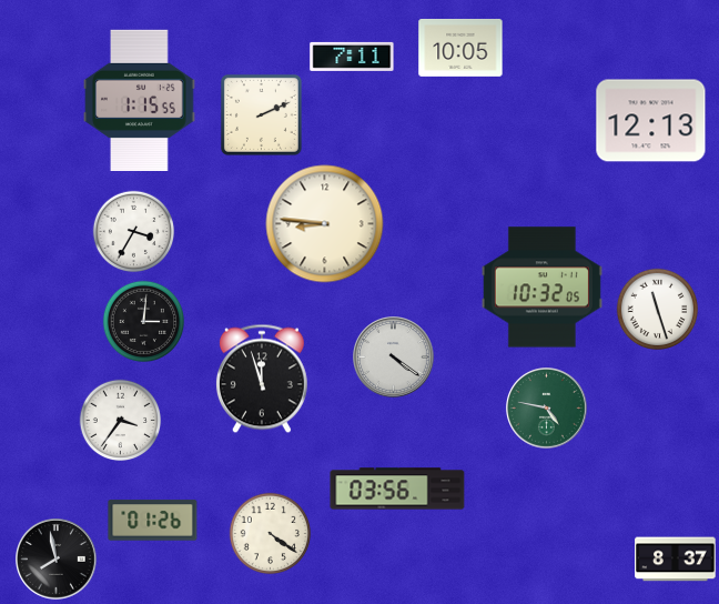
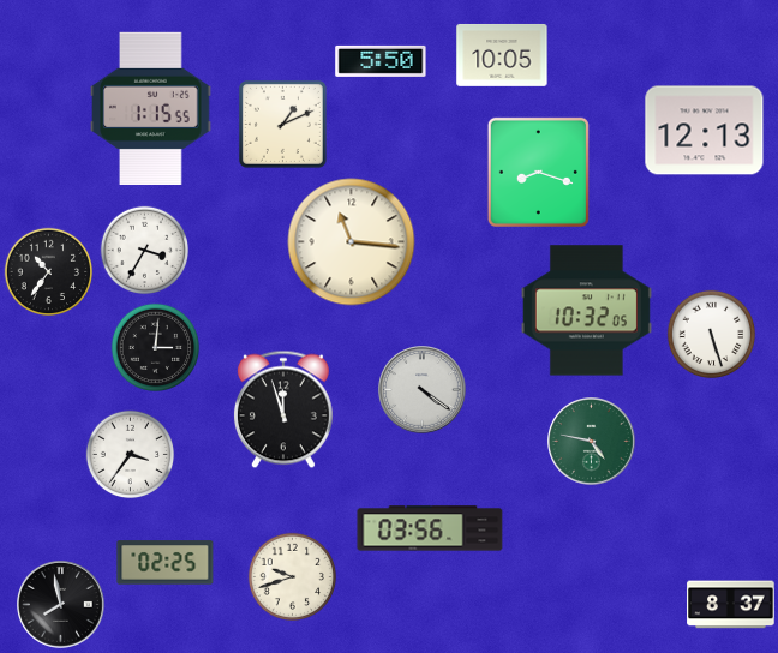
clock at (460, 48) position: (460, 48) -> (502, 55)
clock at (352, 57): 7:11 -> 5:50
clock at (261, 114): 2:11 -> 1:11
clock at (538, 172): none -> 8:18
clock at (325, 224): 8:46 -> 11:16
clock at (49, 272): none -> 10:36
clock at (658, 310): 11:27 -> 5:27
clock at (394, 358) position: (394, 358) -> (423, 390)
clock at (153, 521): 01:26 -> 02:25
clock at (271, 534): 4:21 -> 9:42
